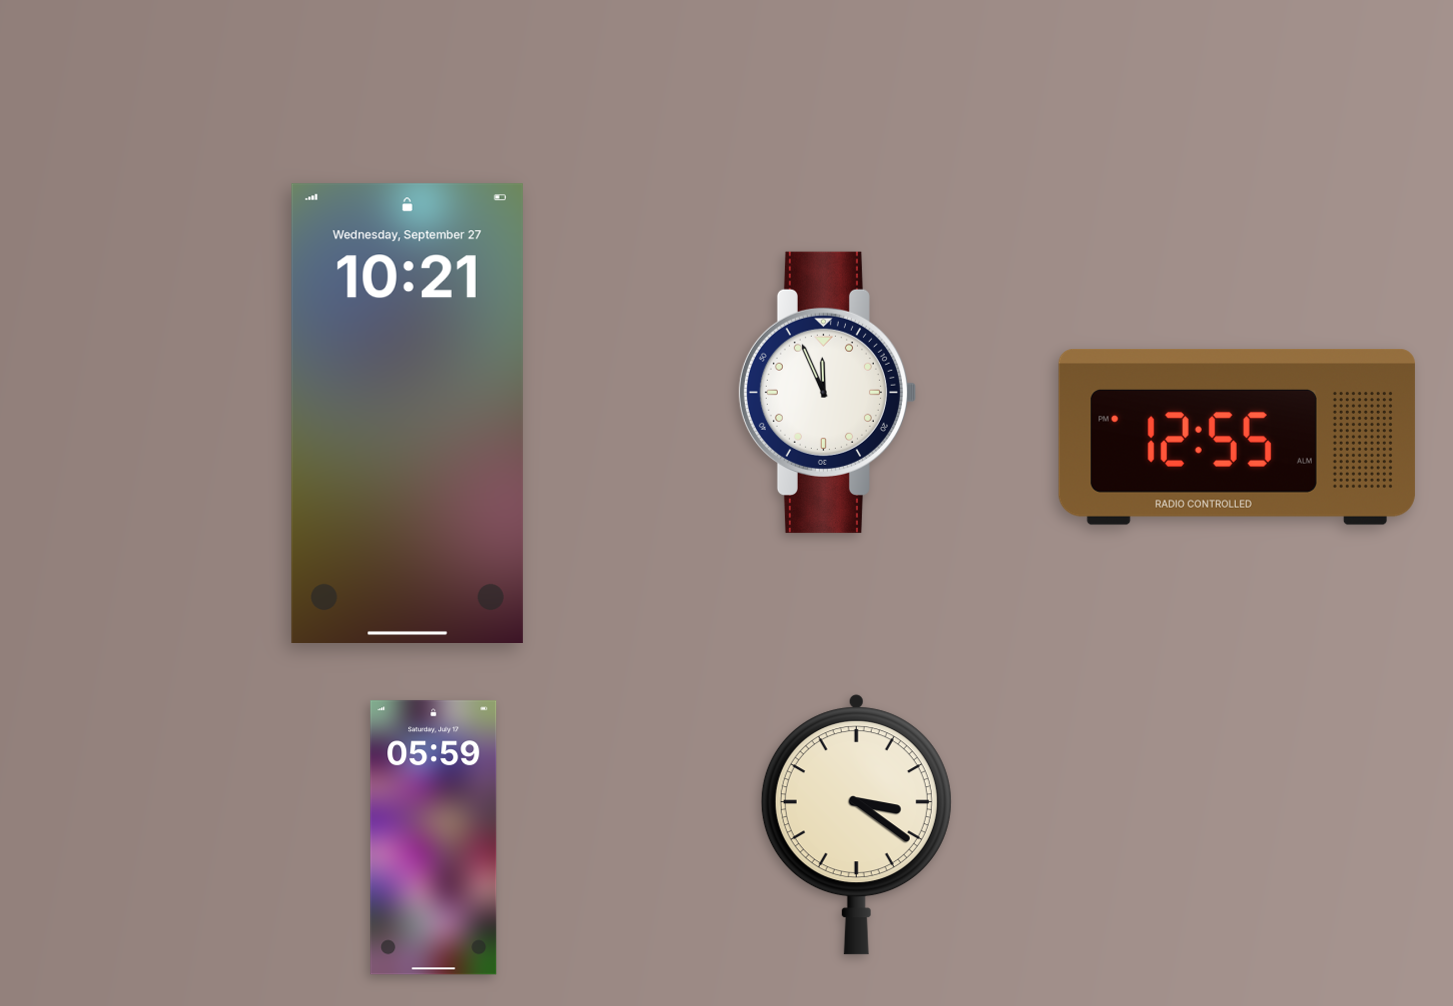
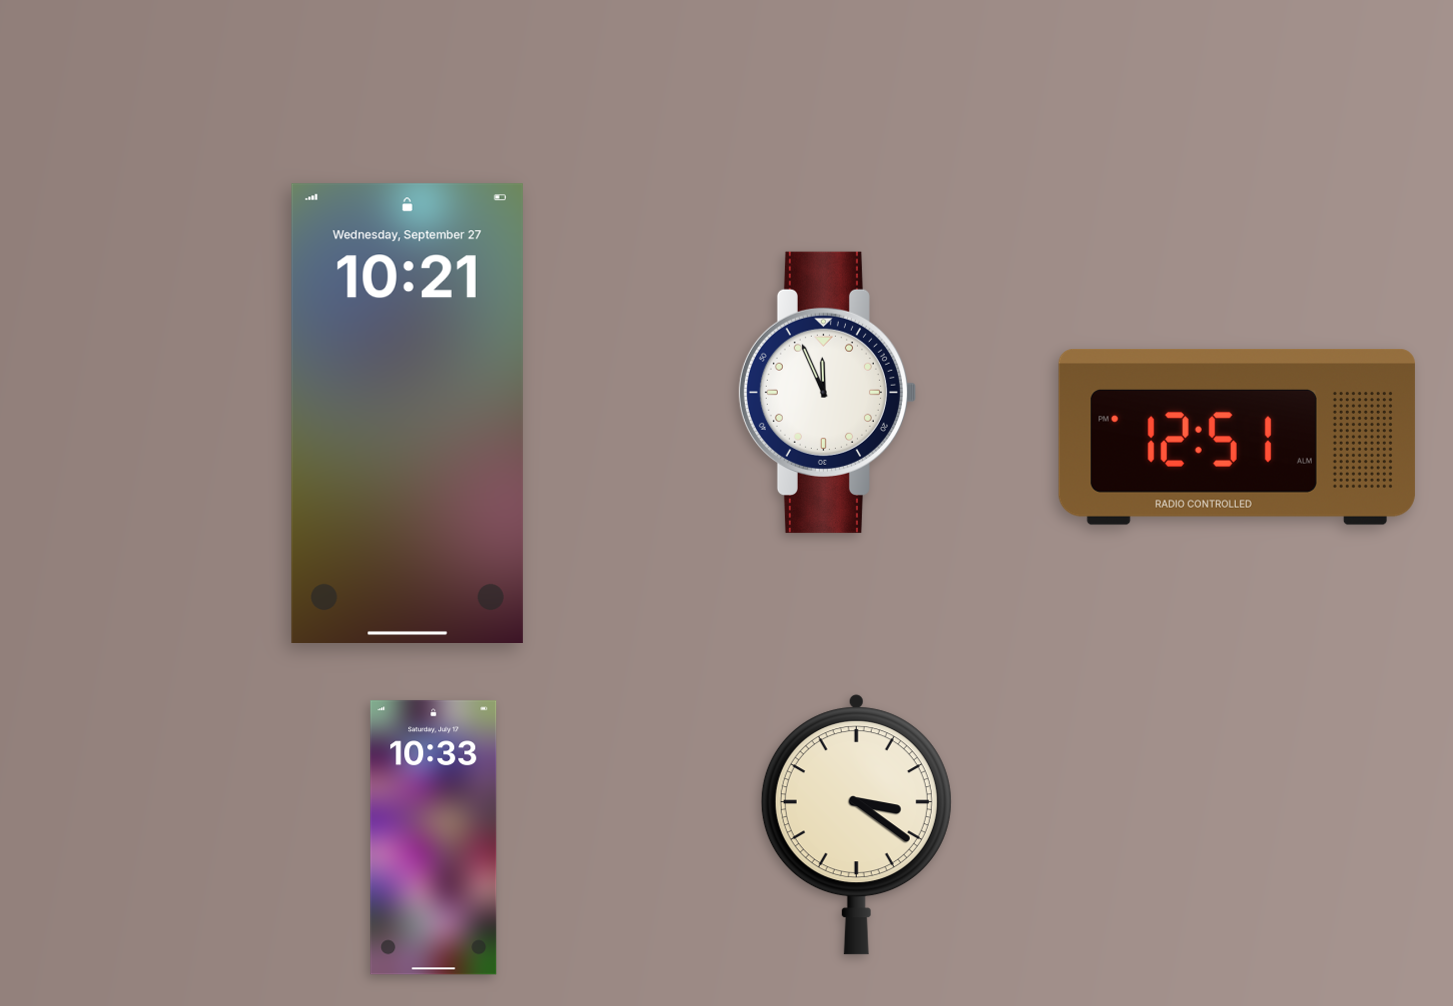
clock at (1237, 437): 12:55 -> 12:51
clock at (434, 838): 05:59 -> 10:33
